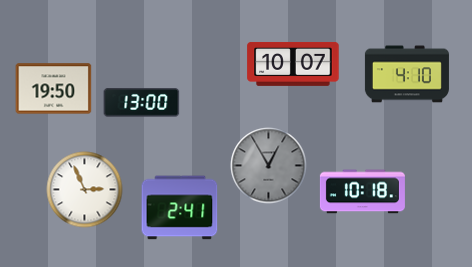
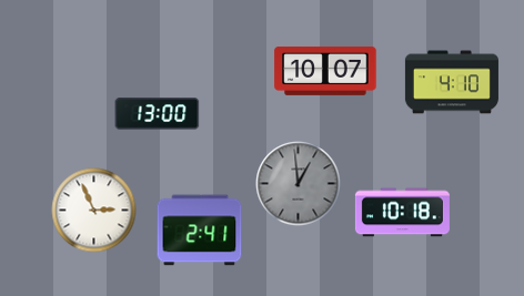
clock at (54, 89): 19:50 -> none
clock at (269, 166): 12:55 -> 12:59
